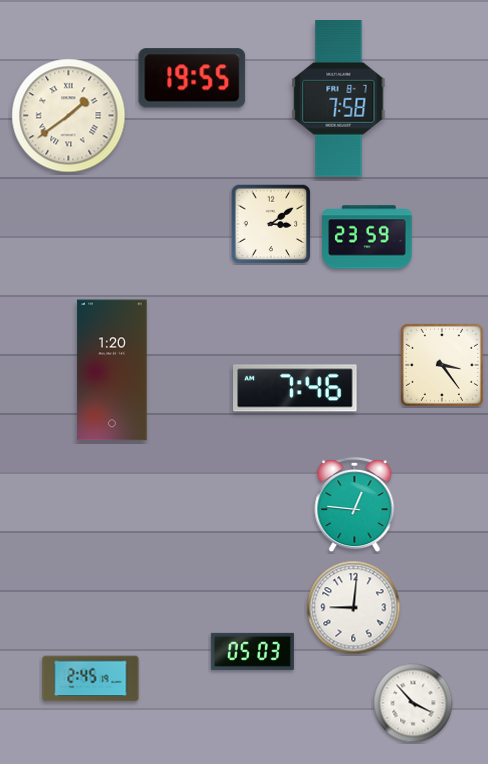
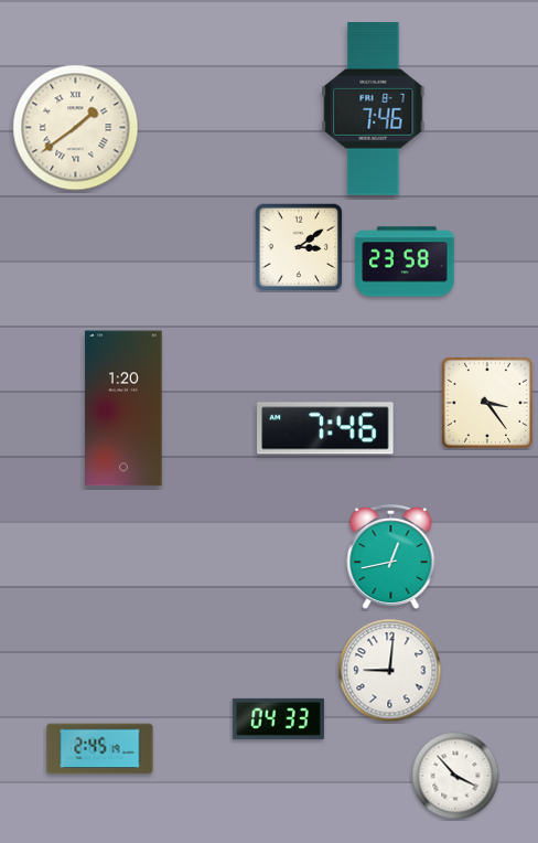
clock at (192, 78): 19:55 -> none
clock at (339, 99): 7:58 -> 7:46
clock at (367, 237): 23:59 -> 23:58
clock at (355, 505): 12:46 -> 12:43
clock at (252, 651): 05:03 -> 04:33
